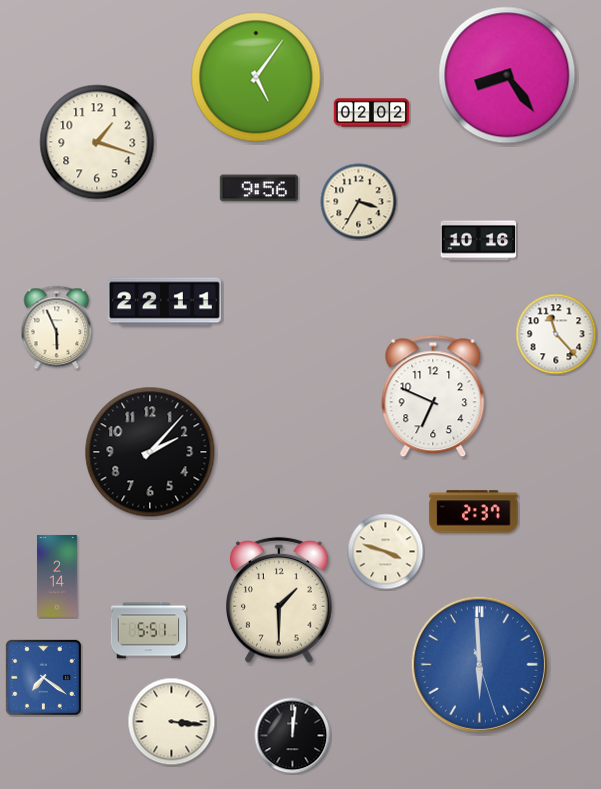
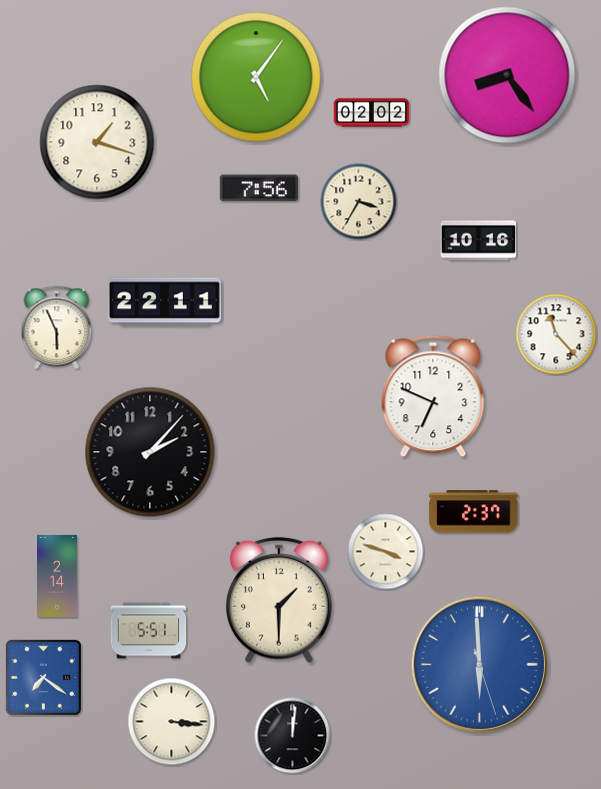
clock at (259, 188): 9:56 -> 7:56
